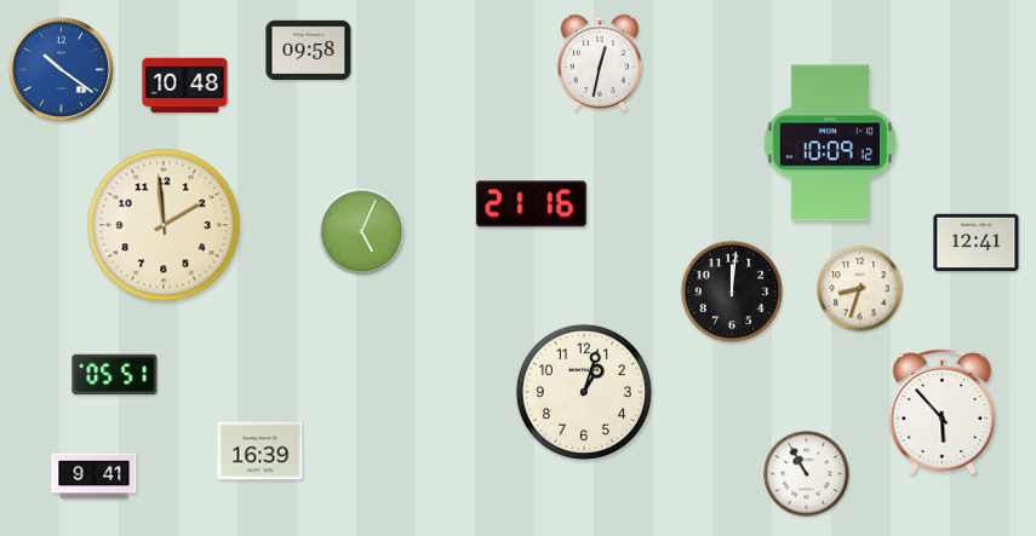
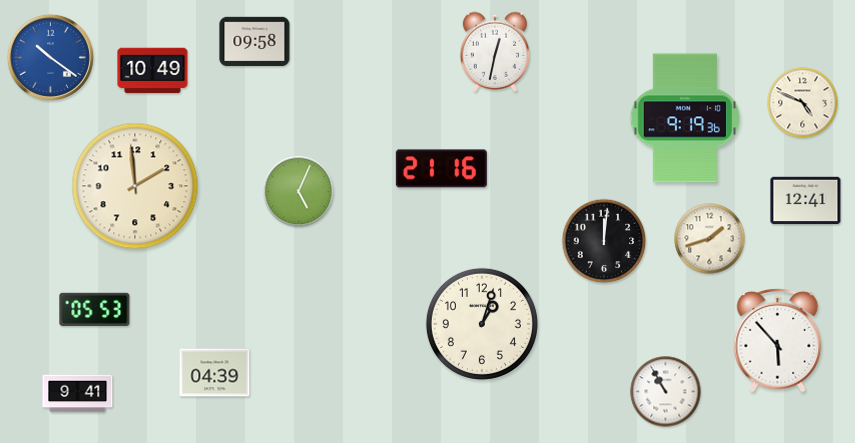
clock at (185, 86): 10:48 -> 10:49
clock at (803, 103): none -> 4:49
clock at (830, 143): 10:09 -> 9:19
clock at (531, 204) position: (531, 204) -> (441, 169)
clock at (860, 289): 8:33 -> 1:42
clock at (115, 374): 05:51 -> 05:53
clock at (261, 451): 16:39 -> 04:39
